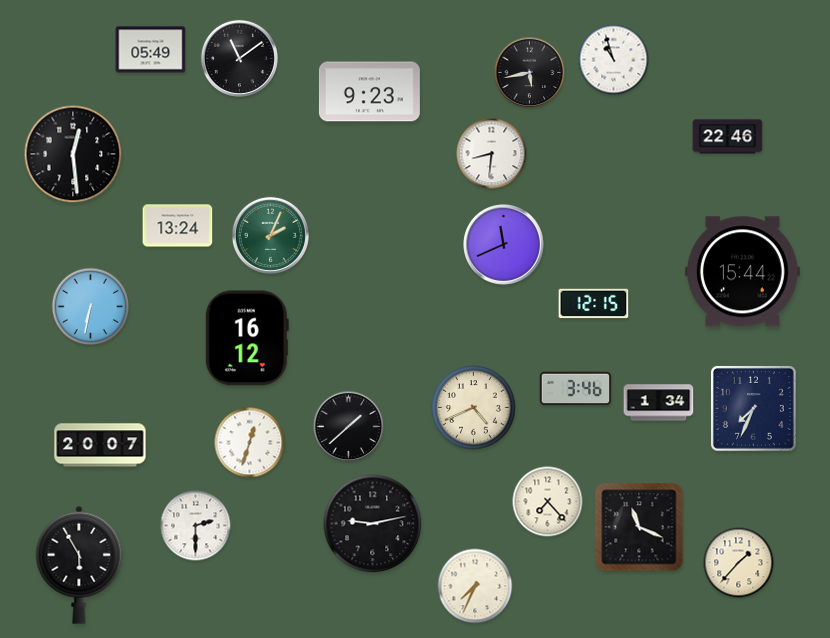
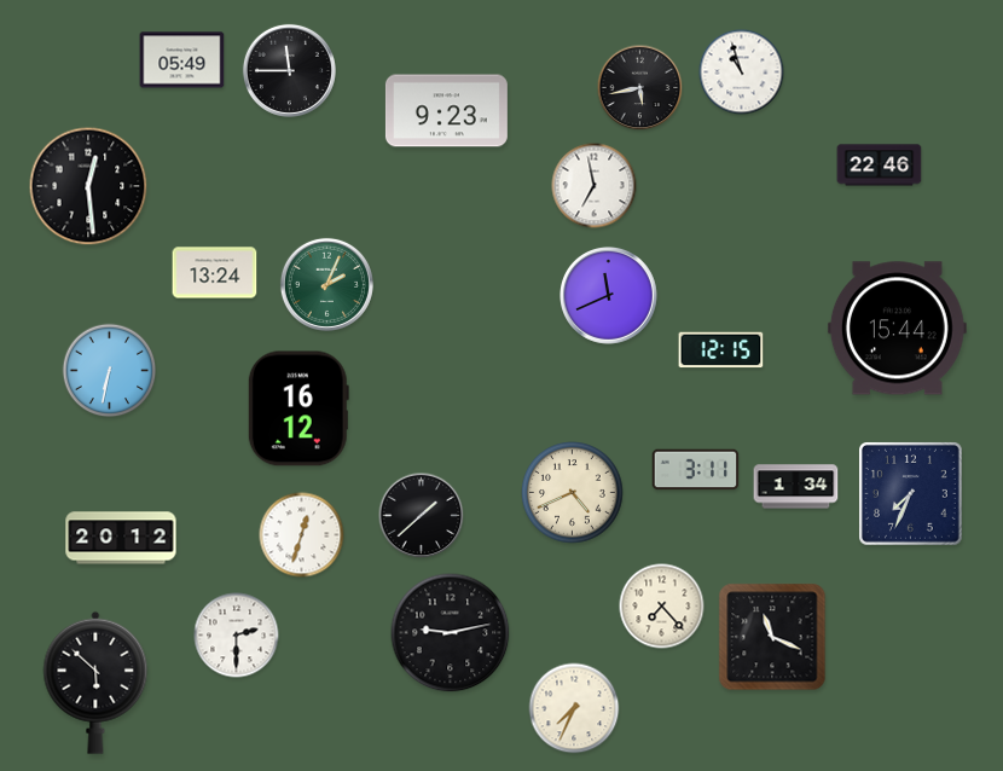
clock at (239, 58): 11:09 -> 11:45
clock at (492, 154): 8:31 -> 6:58
clock at (594, 304) position: (594, 304) -> (721, 350)
clock at (576, 389): 3:46 -> 3:11
clock at (100, 445): 20:07 -> 20:12
clock at (739, 563): 1:37 -> none
clock at (79, 565): 5:55 -> 5:52
